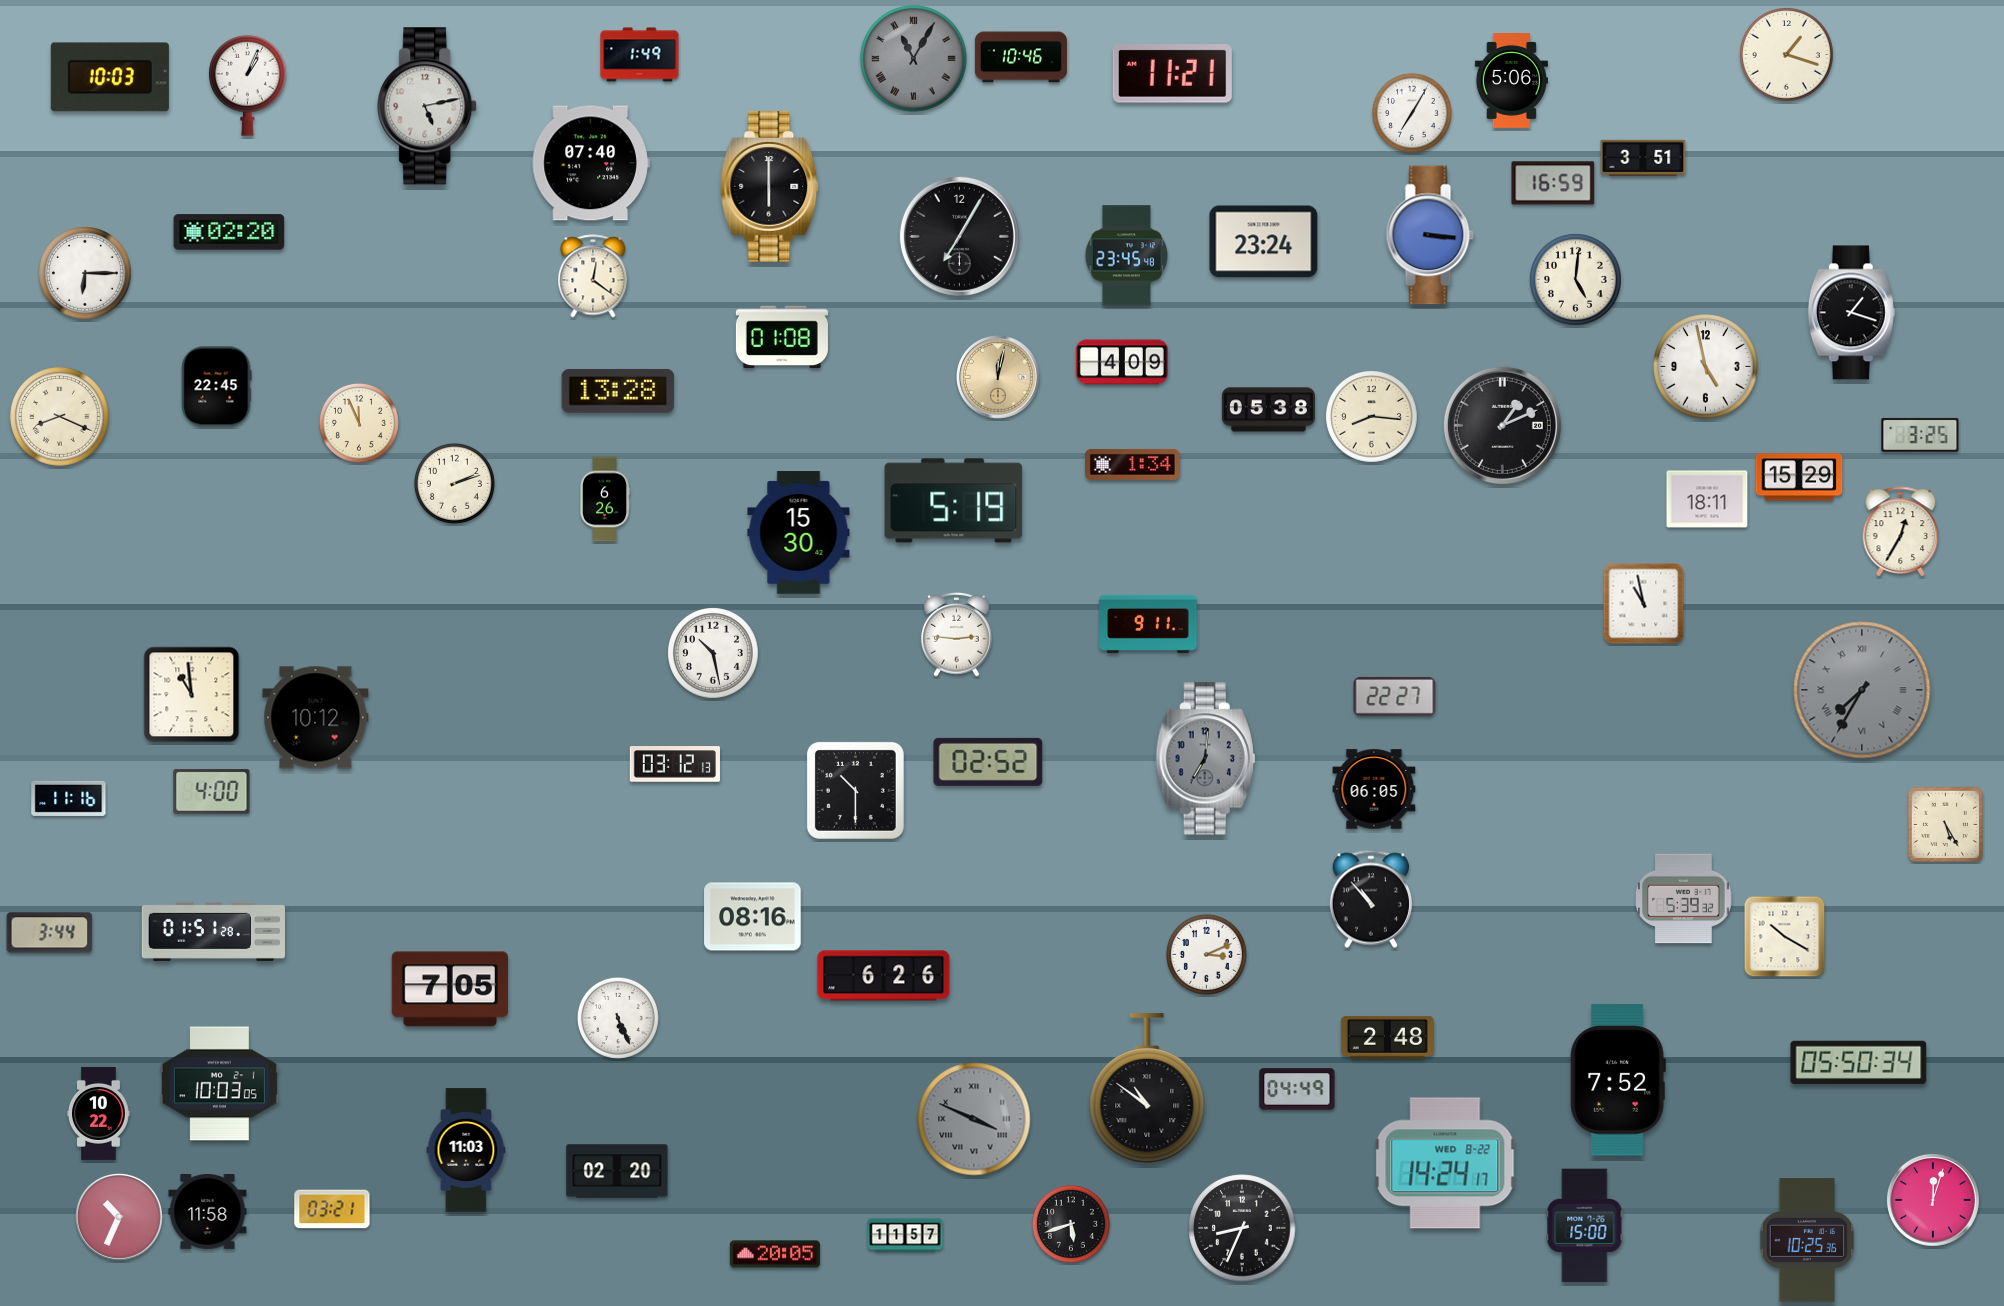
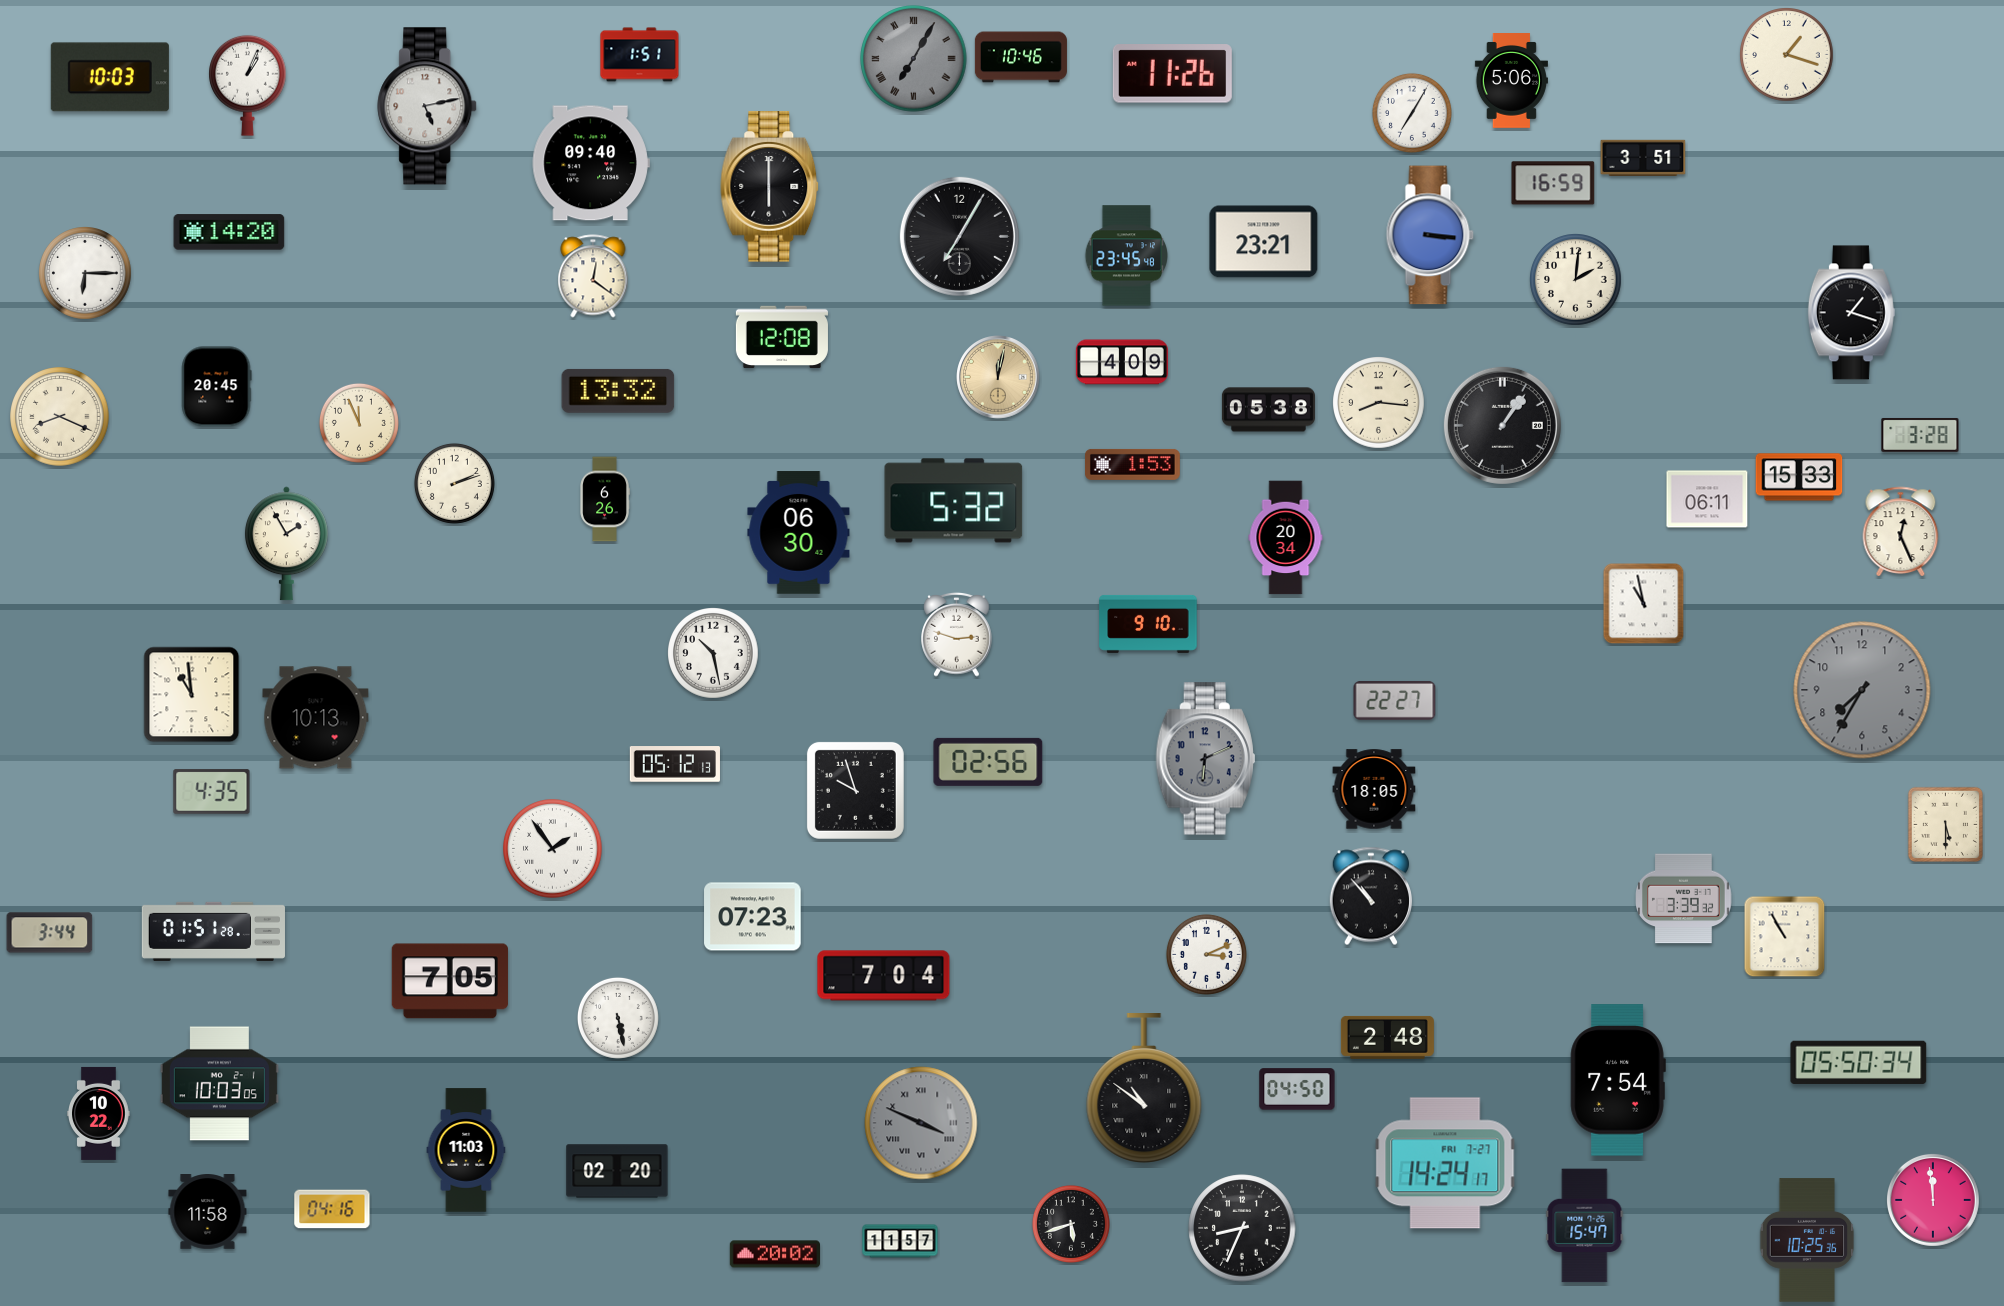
clock at (640, 55): 1:49 -> 1:51
clock at (914, 59): 11:05 -> 7:05
clock at (1172, 74): 11:21 -> 11:26
clock at (591, 163): 07:40 -> 09:40
clock at (229, 232): 02:20 -> 14:20
clock at (1264, 242): 23:24 -> 23:21
clock at (1576, 280): 5:01 -> 2:01
clock at (782, 337): 01:08 -> 12:08
clock at (1706, 367): 4:58 -> none
clock at (217, 387): 22:45 -> 20:45
clock at (618, 391): 13:28 -> 13:32
clock at (1372, 417) position: (1372, 417) -> (1379, 403)
clock at (1502, 425): 1:11 -> 1:06
clock at (1920, 435): 3:25 -> 3:28
clock at (1133, 464): 1:34 -> 1:53
clock at (1799, 477): 15:29 -> 15:33
clock at (1707, 499): 18:11 -> 06:11
clock at (954, 501): 5:19 -> 5:32
clock at (1901, 532): 12:35 -> 12:26
clock at (799, 533): 15:30 -> 06:30
clock at (1286, 538): none -> 20:34
clock at (286, 544): none -> 1:55
clock at (1148, 624): 9:11 -> 9:10
clock at (957, 634): 2:46 -> 2:48
clock at (1862, 690) numerals: Roman -> Arabic
clock at (1395, 697) position: (1395, 697) -> (1395, 701)
clock at (316, 718): 10:12 -> 10:13
clock at (1205, 759): 7:01 -> 6:11
clock at (988, 762): 02:52 -> 02:56
clock at (675, 764): 03:12 -> 05:12
clock at (1374, 789): 06:05 -> 18:05
clock at (855, 790): 10:30 -> 9:57
clock at (212, 792): 4:00 -> 4:35
clock at (69, 798): 11:16 -> none
clock at (1945, 824): 5:25 -> 5:30
clock at (553, 849): none -> 1:54
clock at (1370, 899) position: (1370, 899) -> (1370, 896)
clock at (1684, 899): 5:39 -> 3:39
clock at (753, 917): 08:16 -> 07:23
clock at (1785, 937): 10:20 -> 10:55
clock at (884, 976): 6:26 -> 7:04
clock at (450, 989) position: (450, 989) -> (450, 981)
clock at (618, 1018): 5:26 -> 5:28
clock at (1618, 1080): 7:52 -> 7:54
clock at (1147, 1088) position: (1147, 1088) -> (1144, 1088)
clock at (1297, 1089): 04:49 -> 04:50
clock at (974, 1119) position: (974, 1119) -> (921, 1123)
clock at (1445, 1163) date: WED 8-22 -> FRI 7-27
clock at (1933, 1200): 12:03 -> 11:59
clock at (332, 1209): 03:21 -> 04:16
clock at (120, 1218): 10:34 -> none
clock at (1585, 1226): 15:00 -> 15:47
clock at (905, 1235) position: (905, 1235) -> (900, 1241)
clock at (774, 1254): 20:05 -> 20:02
